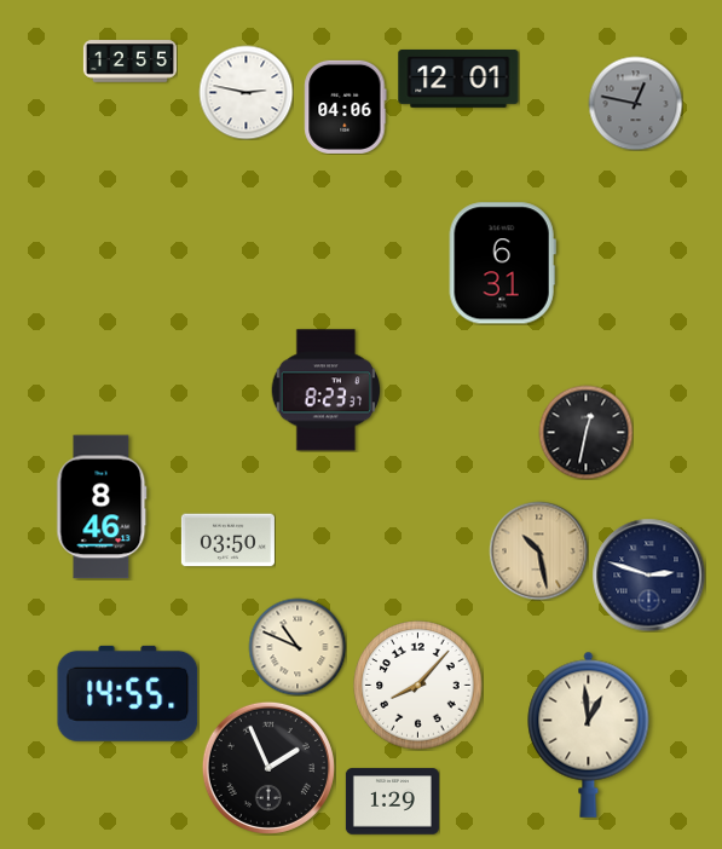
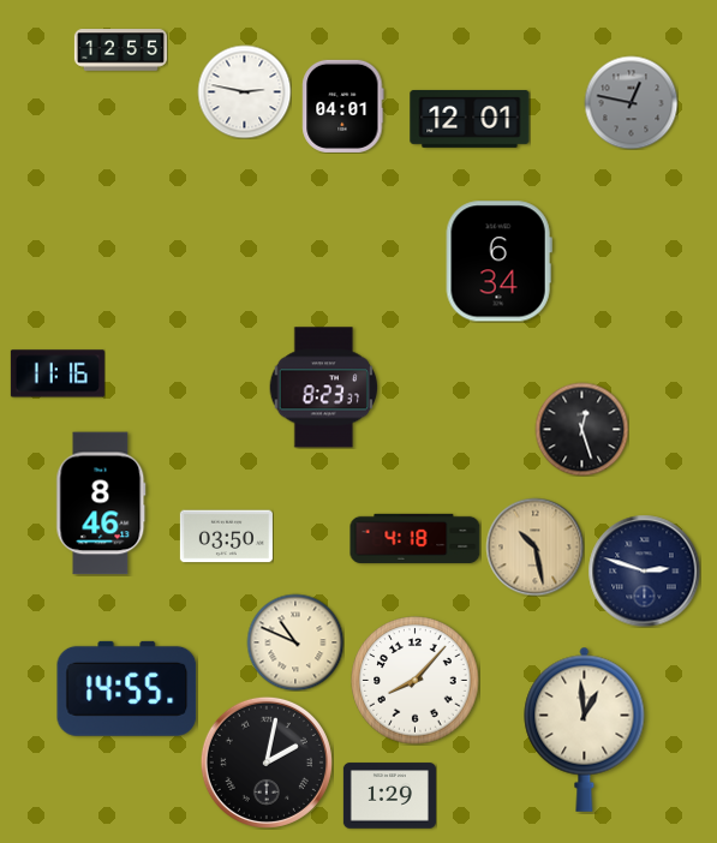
clock at (129, 62) position: (129, 62) -> (120, 50)
clock at (458, 79) position: (458, 79) -> (470, 119)
clock at (346, 106): 04:06 -> 04:01
clock at (502, 264): 6:31 -> 6:34
clock at (58, 373): none -> 11:16
clock at (585, 432): 12:32 -> 12:27
clock at (416, 538): none -> 4:18
clock at (268, 768): 1:56 -> 2:02
